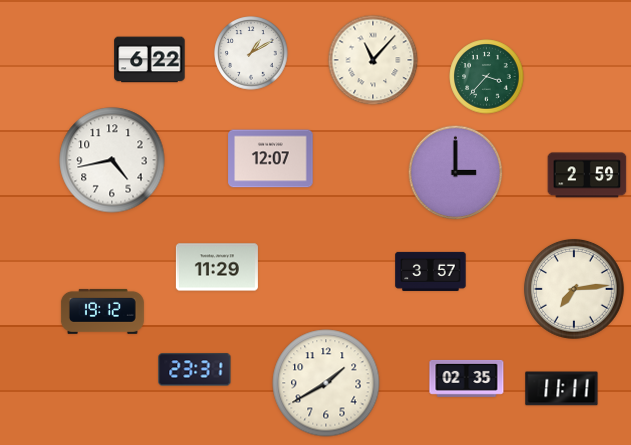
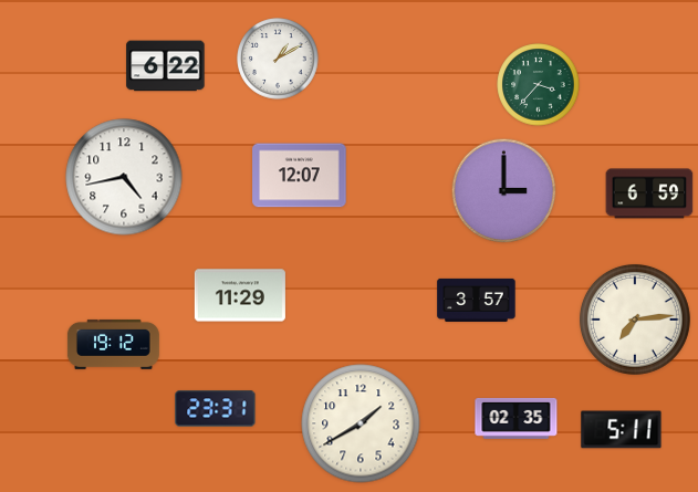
clock at (373, 60): 11:07 -> none
clock at (587, 175): 2:59 -> 6:59
clock at (562, 389): 11:11 -> 5:11
